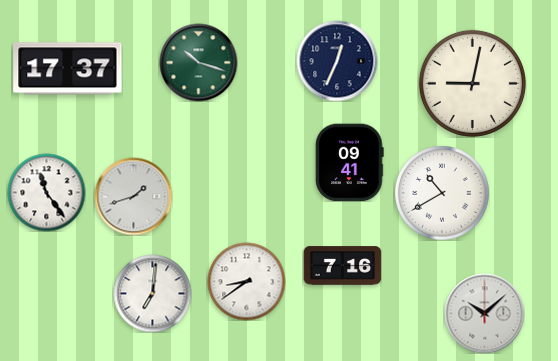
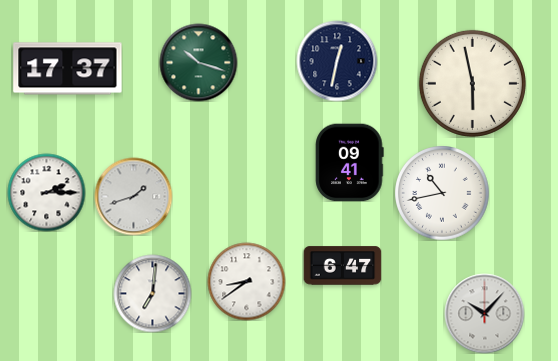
clock at (337, 61): 12:34 -> 12:32
clock at (472, 83): 9:02 -> 5:58
clock at (46, 192): 11:24 -> 2:15
clock at (442, 193): 10:40 -> 10:43
clock at (342, 266): 7:16 -> 6:47
clock at (484, 313): 10:08 -> 10:07
